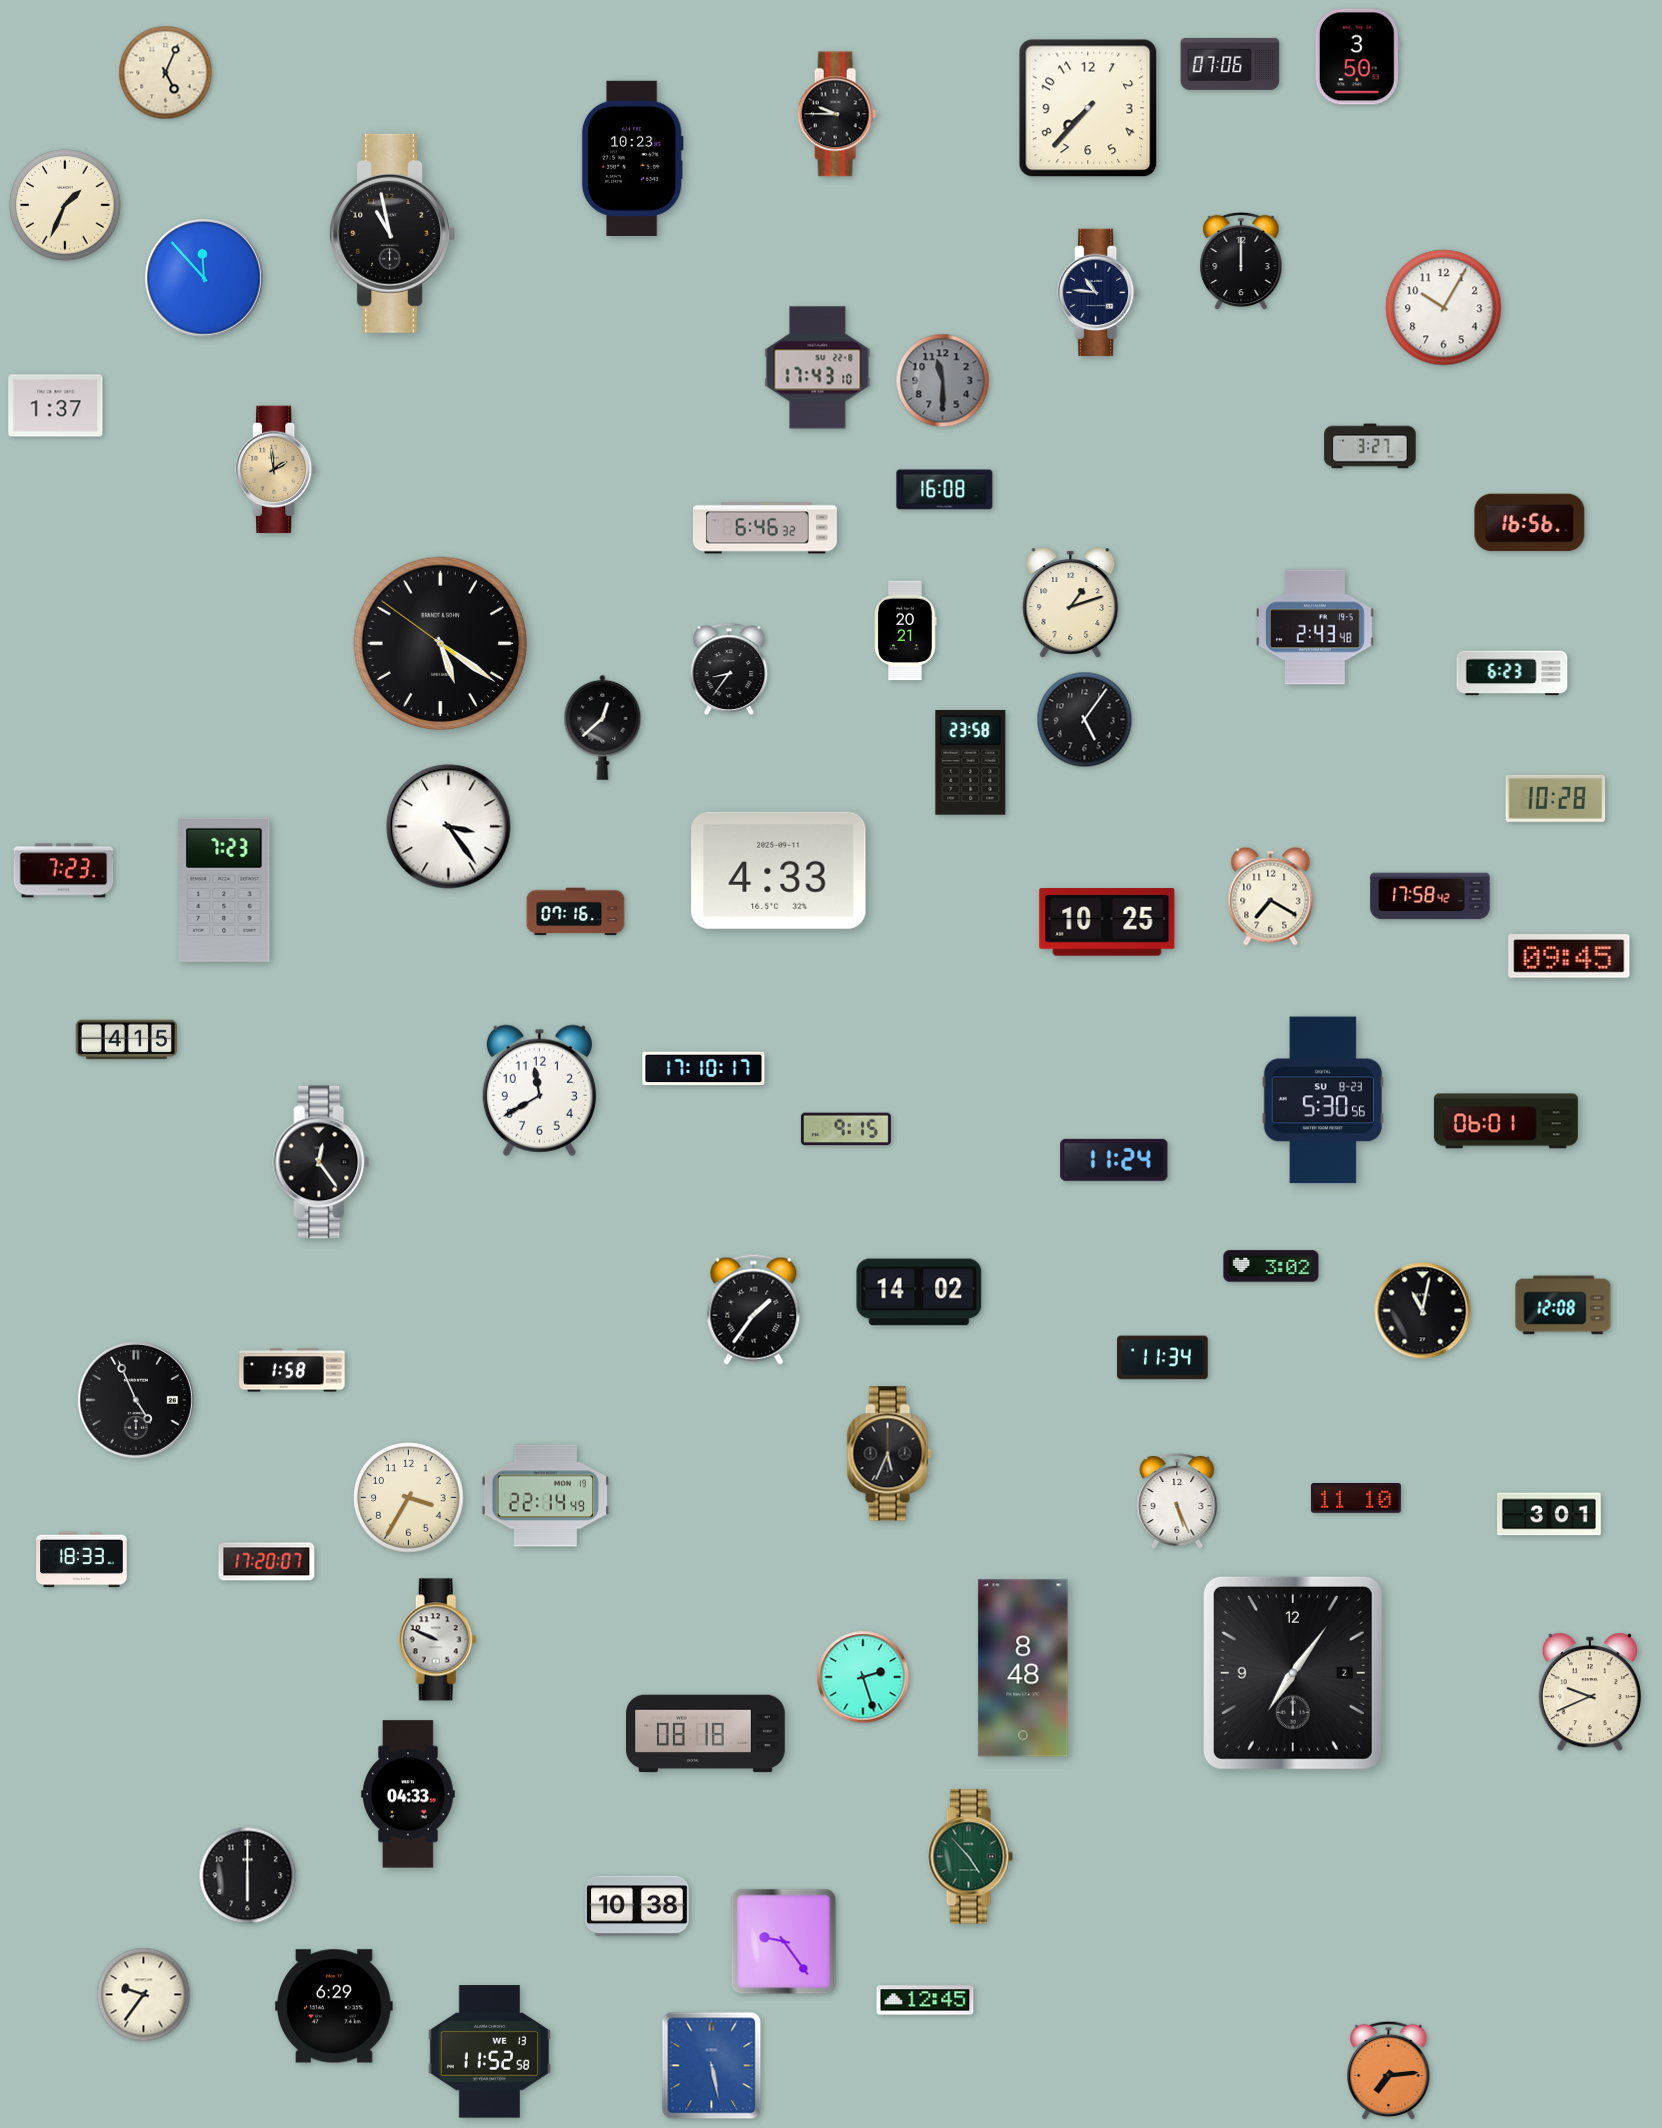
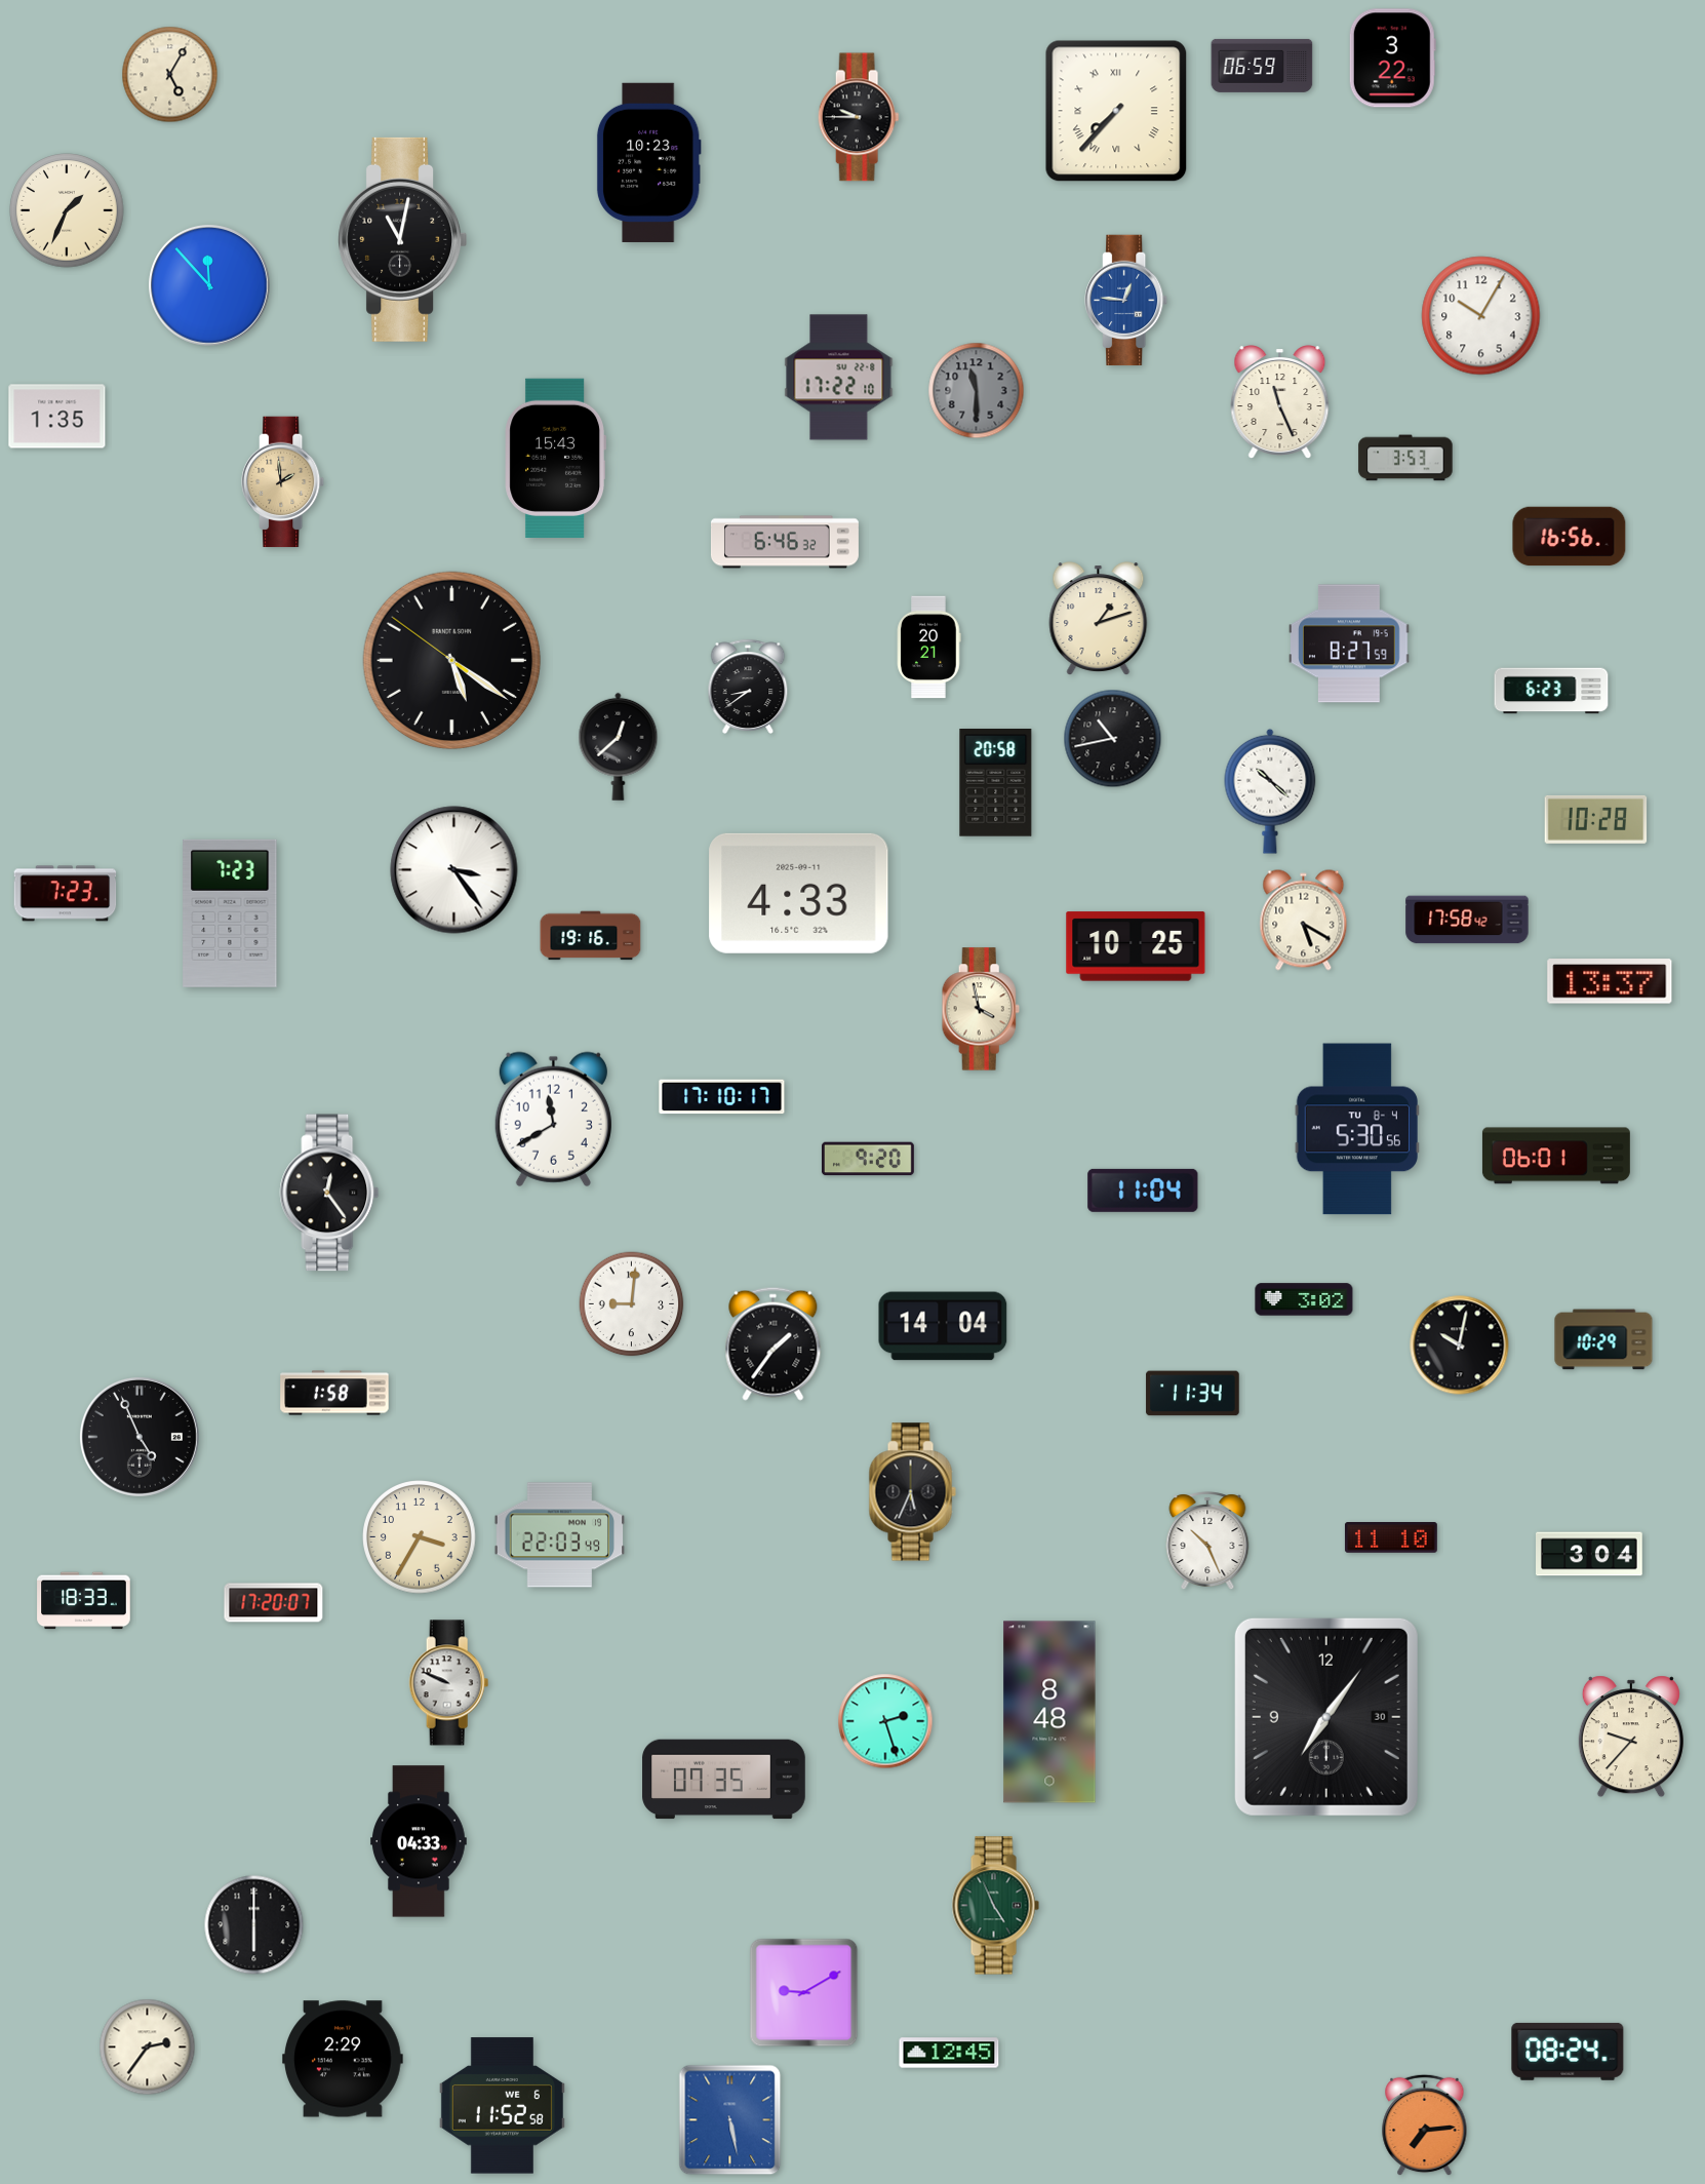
clock at (1357, 57): 3:50 -> 3:22
clock at (1230, 64): 07:06 -> 06:59
clock at (166, 73): 5:04 -> 5:05
clock at (1088, 108) numerals: Arabic -> Roman
clock at (393, 233): 10:58 -> 11:02
clock at (1241, 261): 12:00 -> none
clock at (1098, 293): 10:46 -> 12:46
clock at (1098, 293) dial: navy -> blue
clock at (818, 368): 17:43 -> 17:22
clock at (943, 381) position: (943, 381) -> (977, 391)
clock at (1280, 402): none -> 11:26
clock at (56, 406): 1:37 -> 1:35
clock at (555, 458): none -> 15:43
clock at (1370, 446): 3:27 -> 3:53
clock at (945, 490): 16:08 -> none
clock at (1316, 627): 2:43 -> 8:27
clock at (729, 669): 8:36 -> 8:39
clock at (1085, 720): 5:06 -> 10:43
clock at (971, 763): 23:58 -> 20:58
clock at (1270, 791): none -> 10:22
clock at (449, 827) position: (449, 827) -> (454, 870)
clock at (1271, 897): 7:20 -> 5:20
clock at (576, 912): 07:16 -> 19:16
clock at (1569, 956): 09:45 -> 13:37
clock at (981, 1009): none -> 3:58
clock at (126, 1040): 4:15 -> none
clock at (1323, 1100) date: SU 8-23 -> TU 8-4
clock at (1506, 1121) position: (1506, 1121) -> (1556, 1156)
clock at (846, 1129): 9:15 -> 9:20
clock at (1114, 1160): 11:24 -> 11:04
clock at (632, 1304): none -> 9:01
clock at (919, 1292): 14:02 -> 14:04
clock at (1563, 1305): 12:08 -> 10:29
clock at (1423, 1311): 11:02 -> 10:02
clock at (292, 1370) position: (292, 1370) -> (334, 1393)
clock at (546, 1496): 22:14 -> 22:03
clock at (1177, 1502): 5:26 -> 10:26
clock at (1550, 1514): 3:01 -> 3:04
clock at (1293, 1673) date: 2 -> 30
clock at (1590, 1692): 9:41 -> 9:37
clock at (706, 1734): 08:18 -> 07:35
clock at (970, 1857): 4:53 -> 4:56
clock at (638, 1906): 10:38 -> none
clock at (784, 1942): 9:24 -> 9:10
clock at (144, 1995): 9:36 -> 2:36
clock at (1568, 2052): none -> 08:24
clock at (335, 2006): 6:29 -> 2:29
clock at (489, 2052) date: WE 13 -> WE 6
